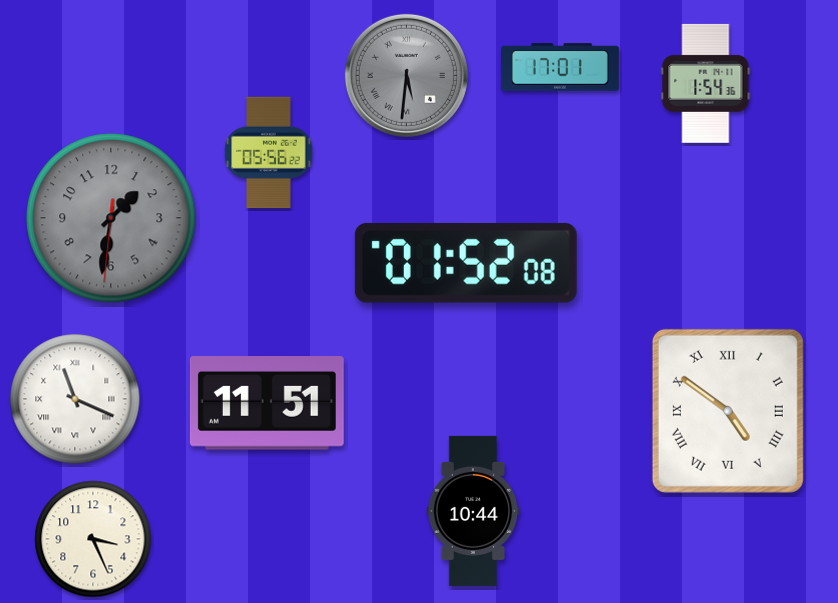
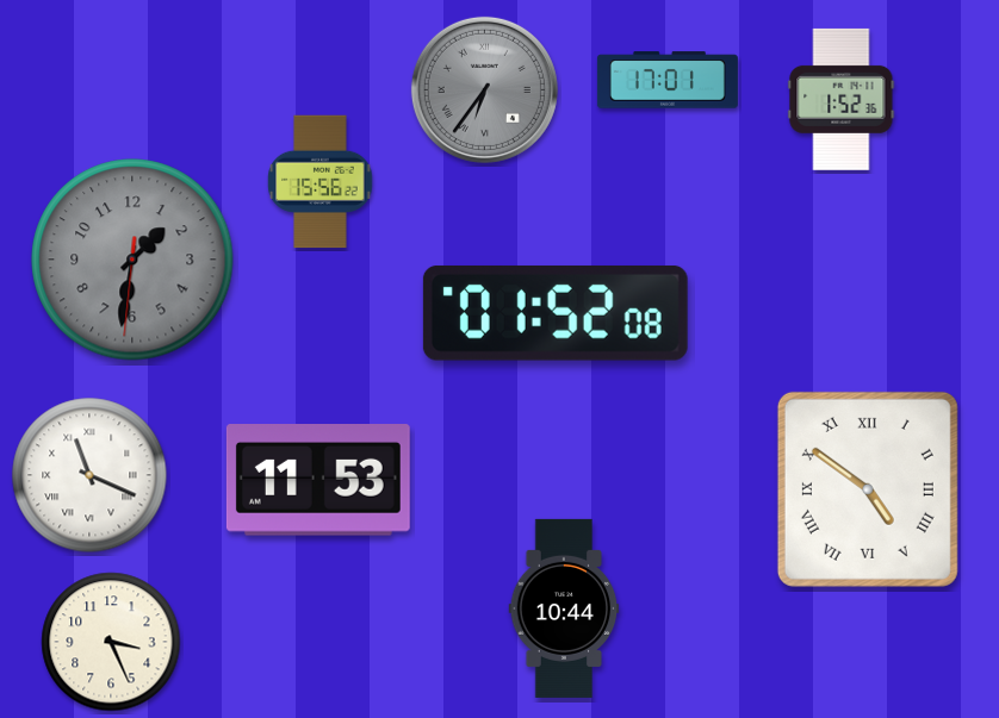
clock at (406, 75): 5:31 -> 6:36
clock at (706, 83): 1:54 -> 1:52
clock at (269, 153): 05:56 -> 15:56
clock at (267, 404): 11:51 -> 11:53
